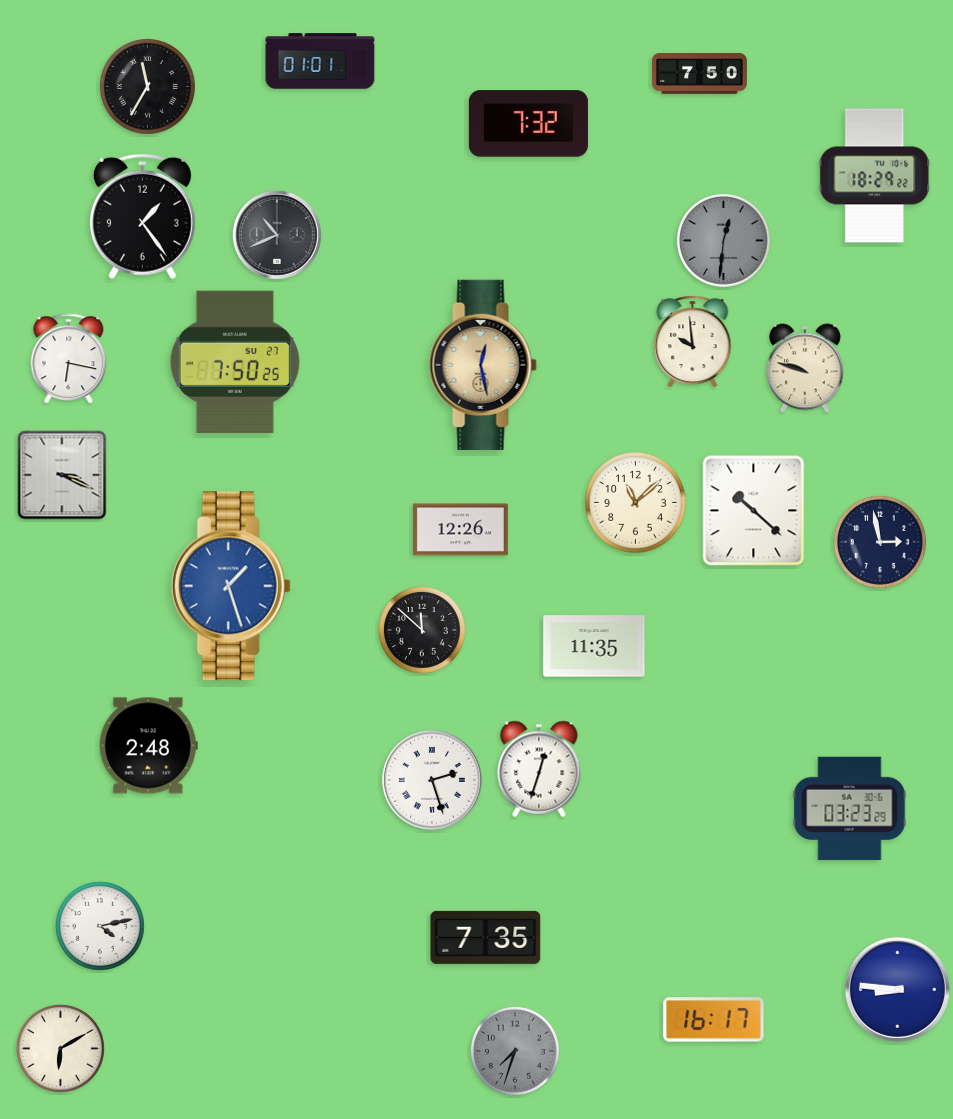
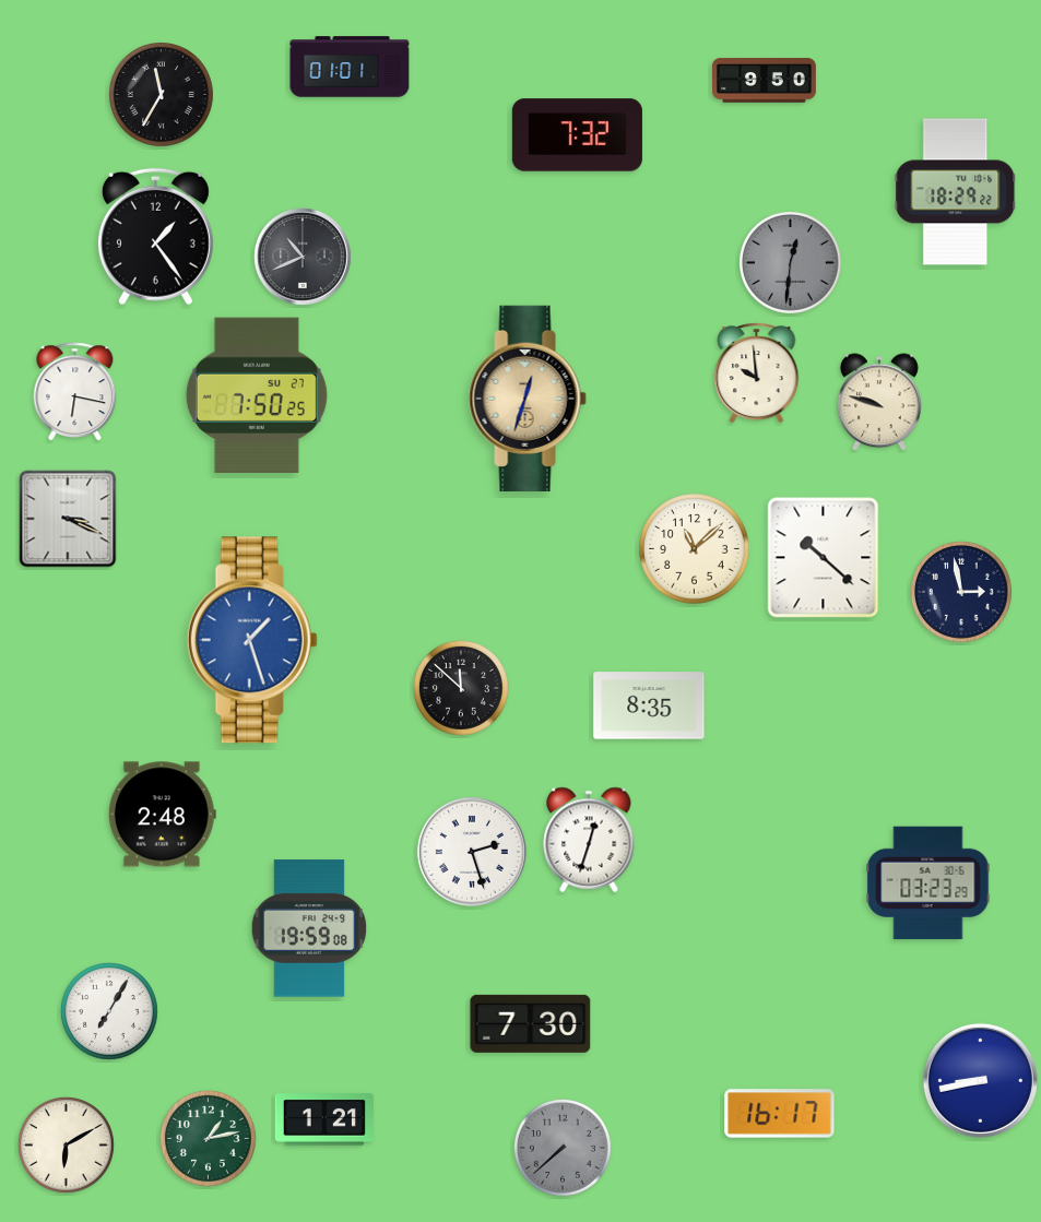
clock at (700, 74): 7:50 -> 9:50
clock at (483, 365): 12:28 -> 12:33
clock at (460, 530): 12:26 -> none
clock at (594, 646): 11:35 -> 8:35
clock at (309, 928): none -> 19:59
clock at (100, 926): 4:13 -> 7:05
clock at (486, 937): 7:35 -> 7:30
clock at (897, 989): 8:46 -> 8:43
clock at (323, 1119): none -> 1:21
clock at (208, 1138): none -> 1:13
clock at (515, 1051): 7:33 -> 7:38
